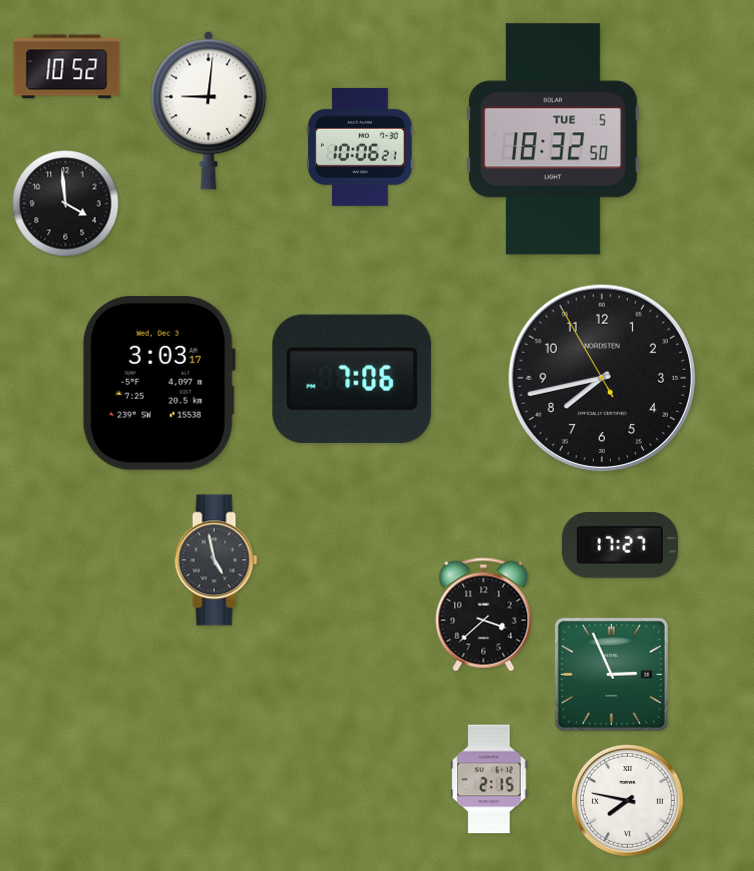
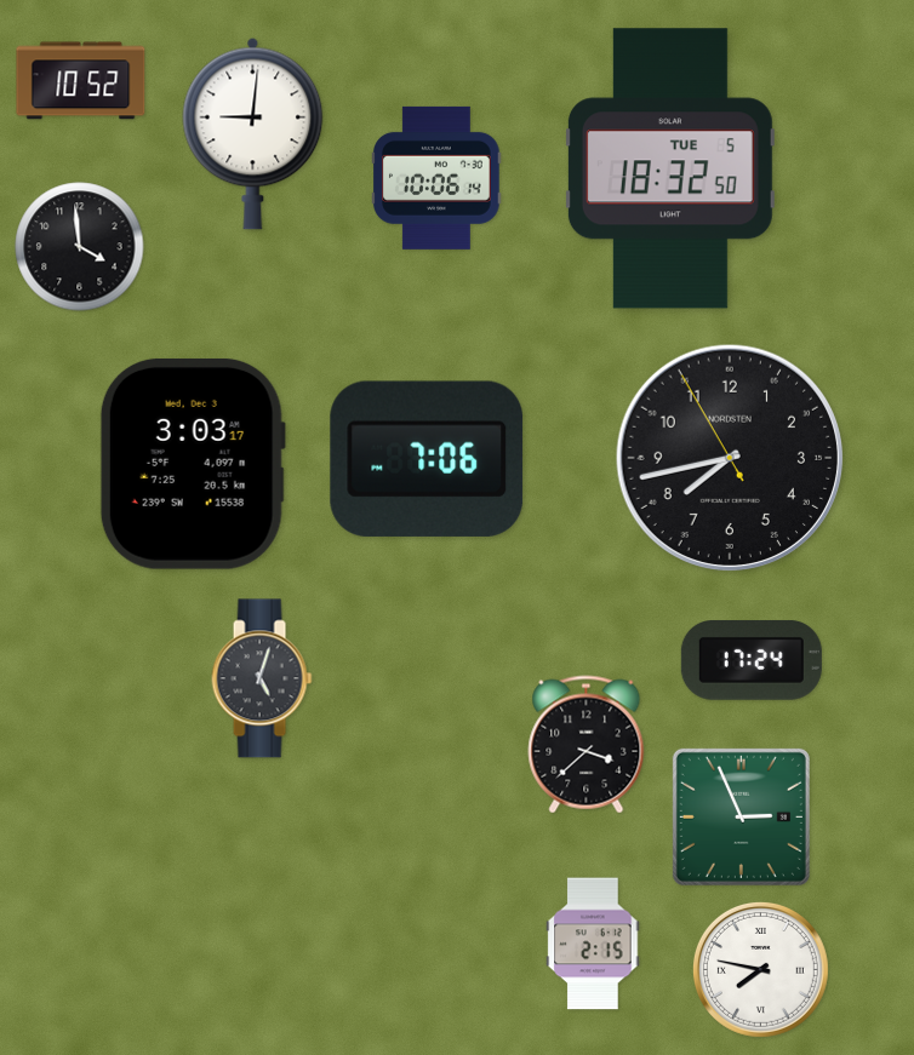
clock at (360, 147): 10:06:21 -> 10:06:14
clock at (620, 546): 17:27 -> 17:24
clock at (216, 560): 4:58 -> 5:03
